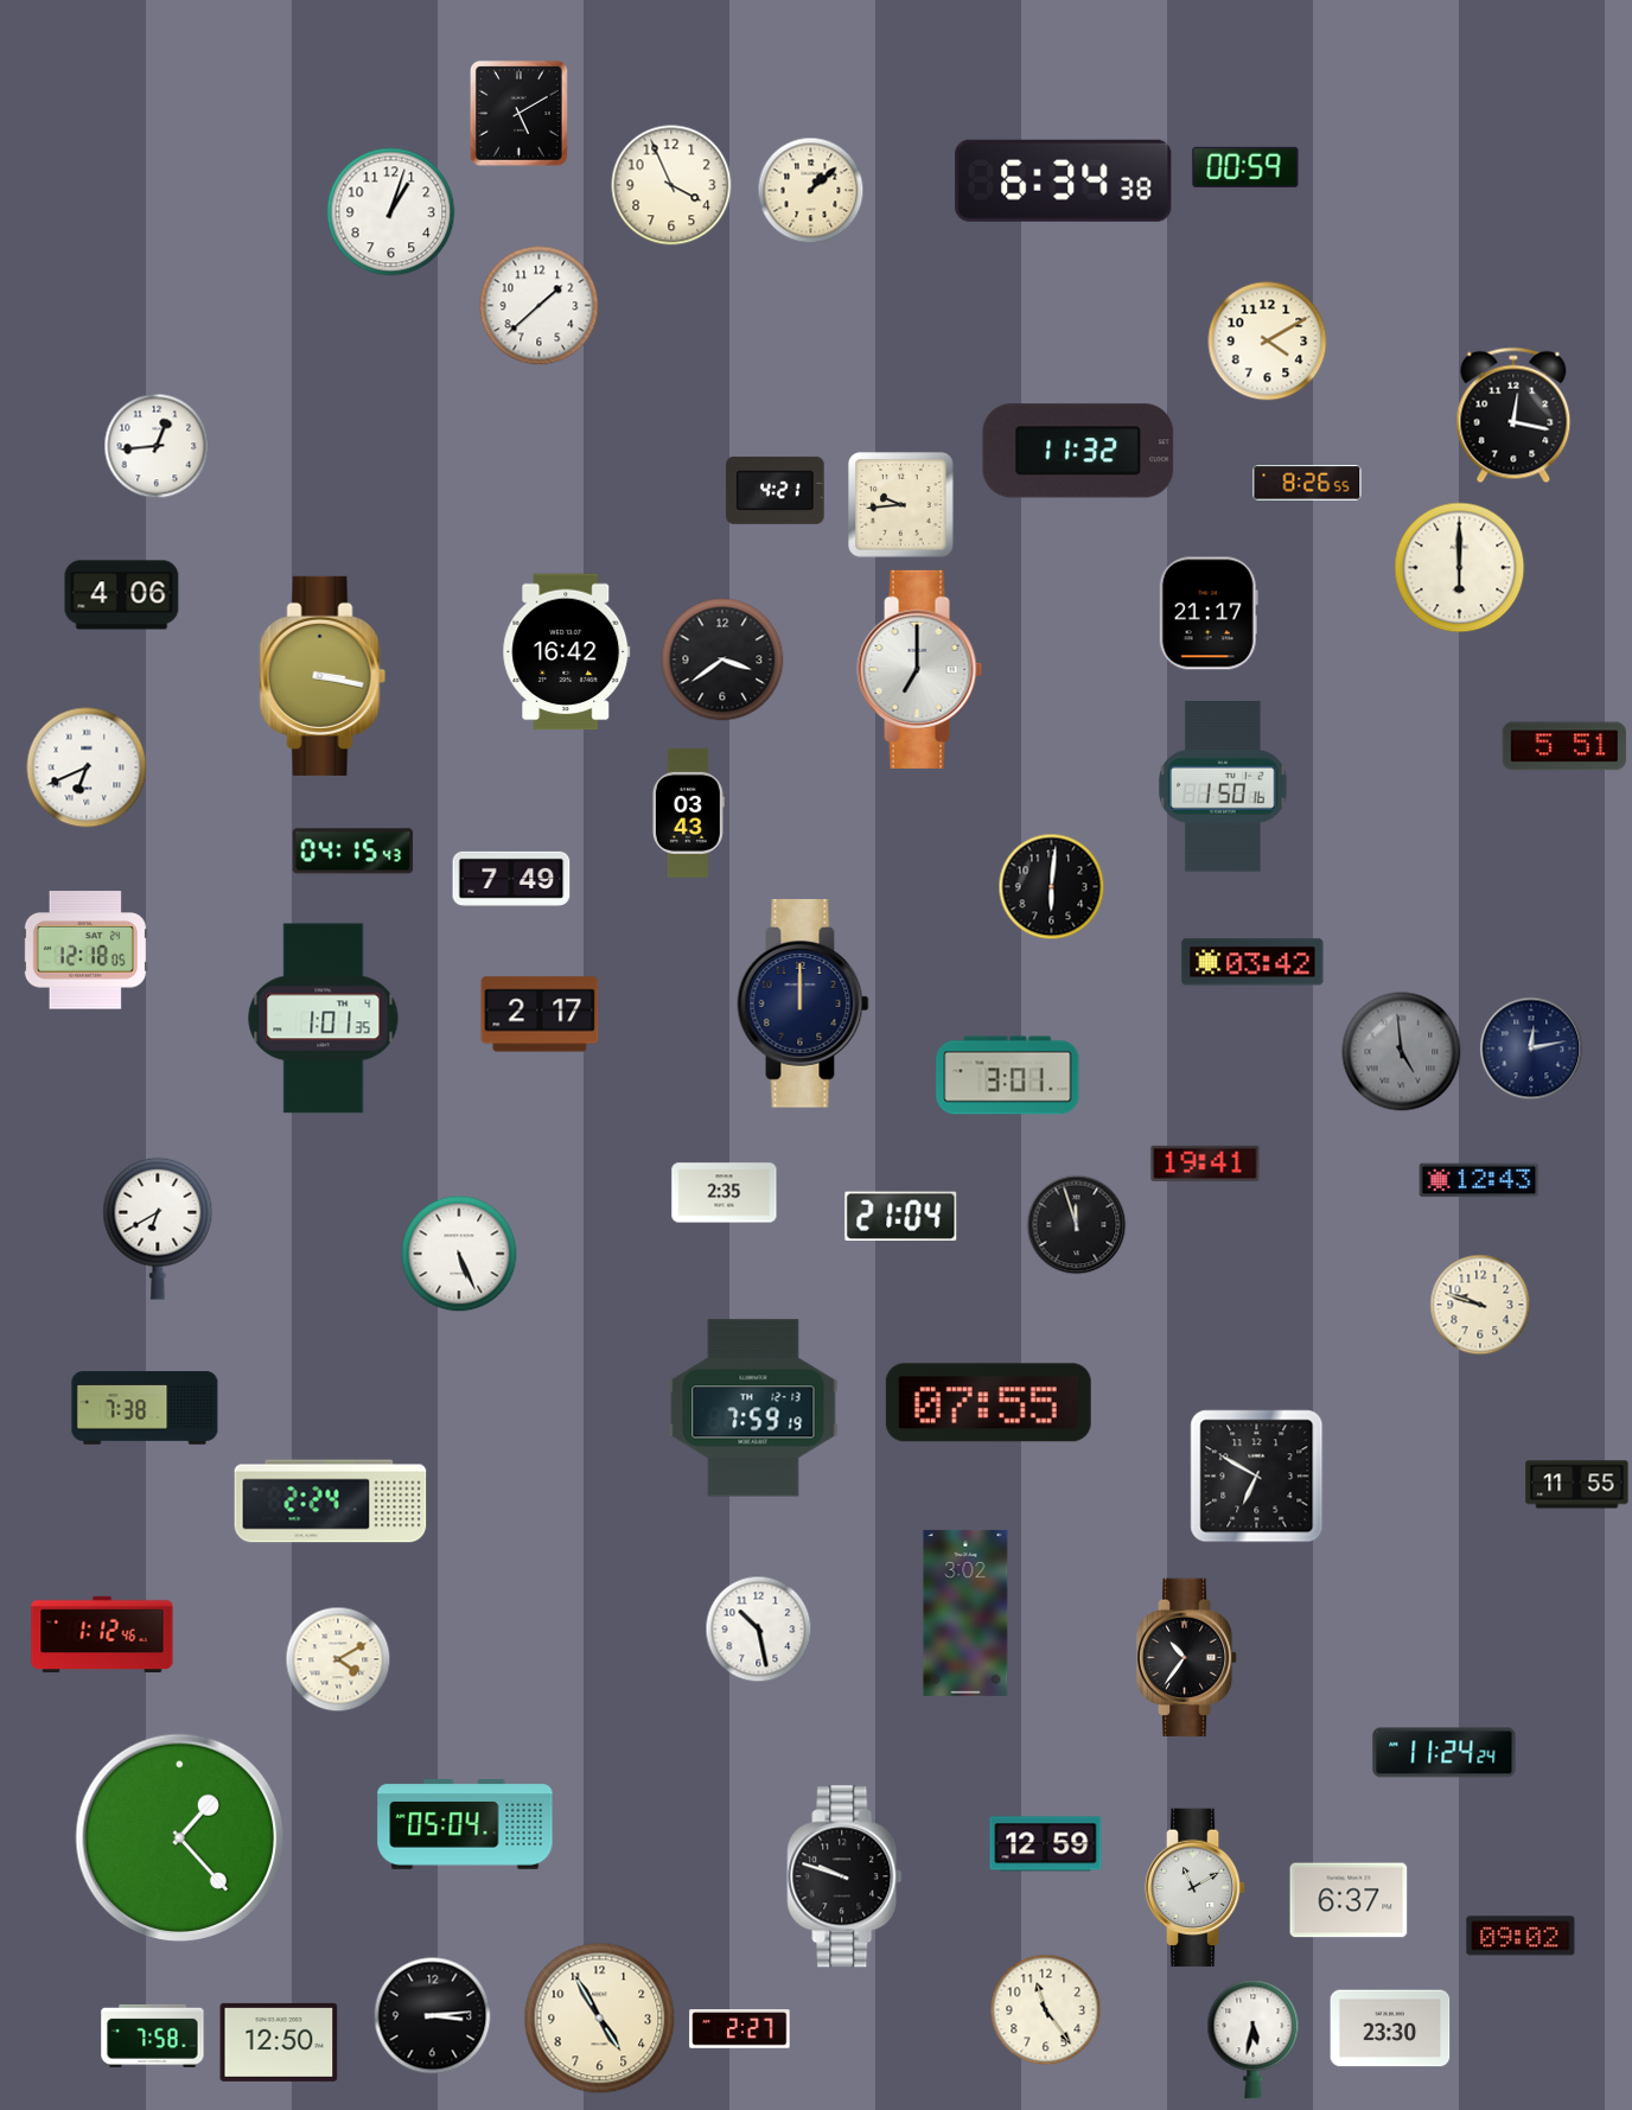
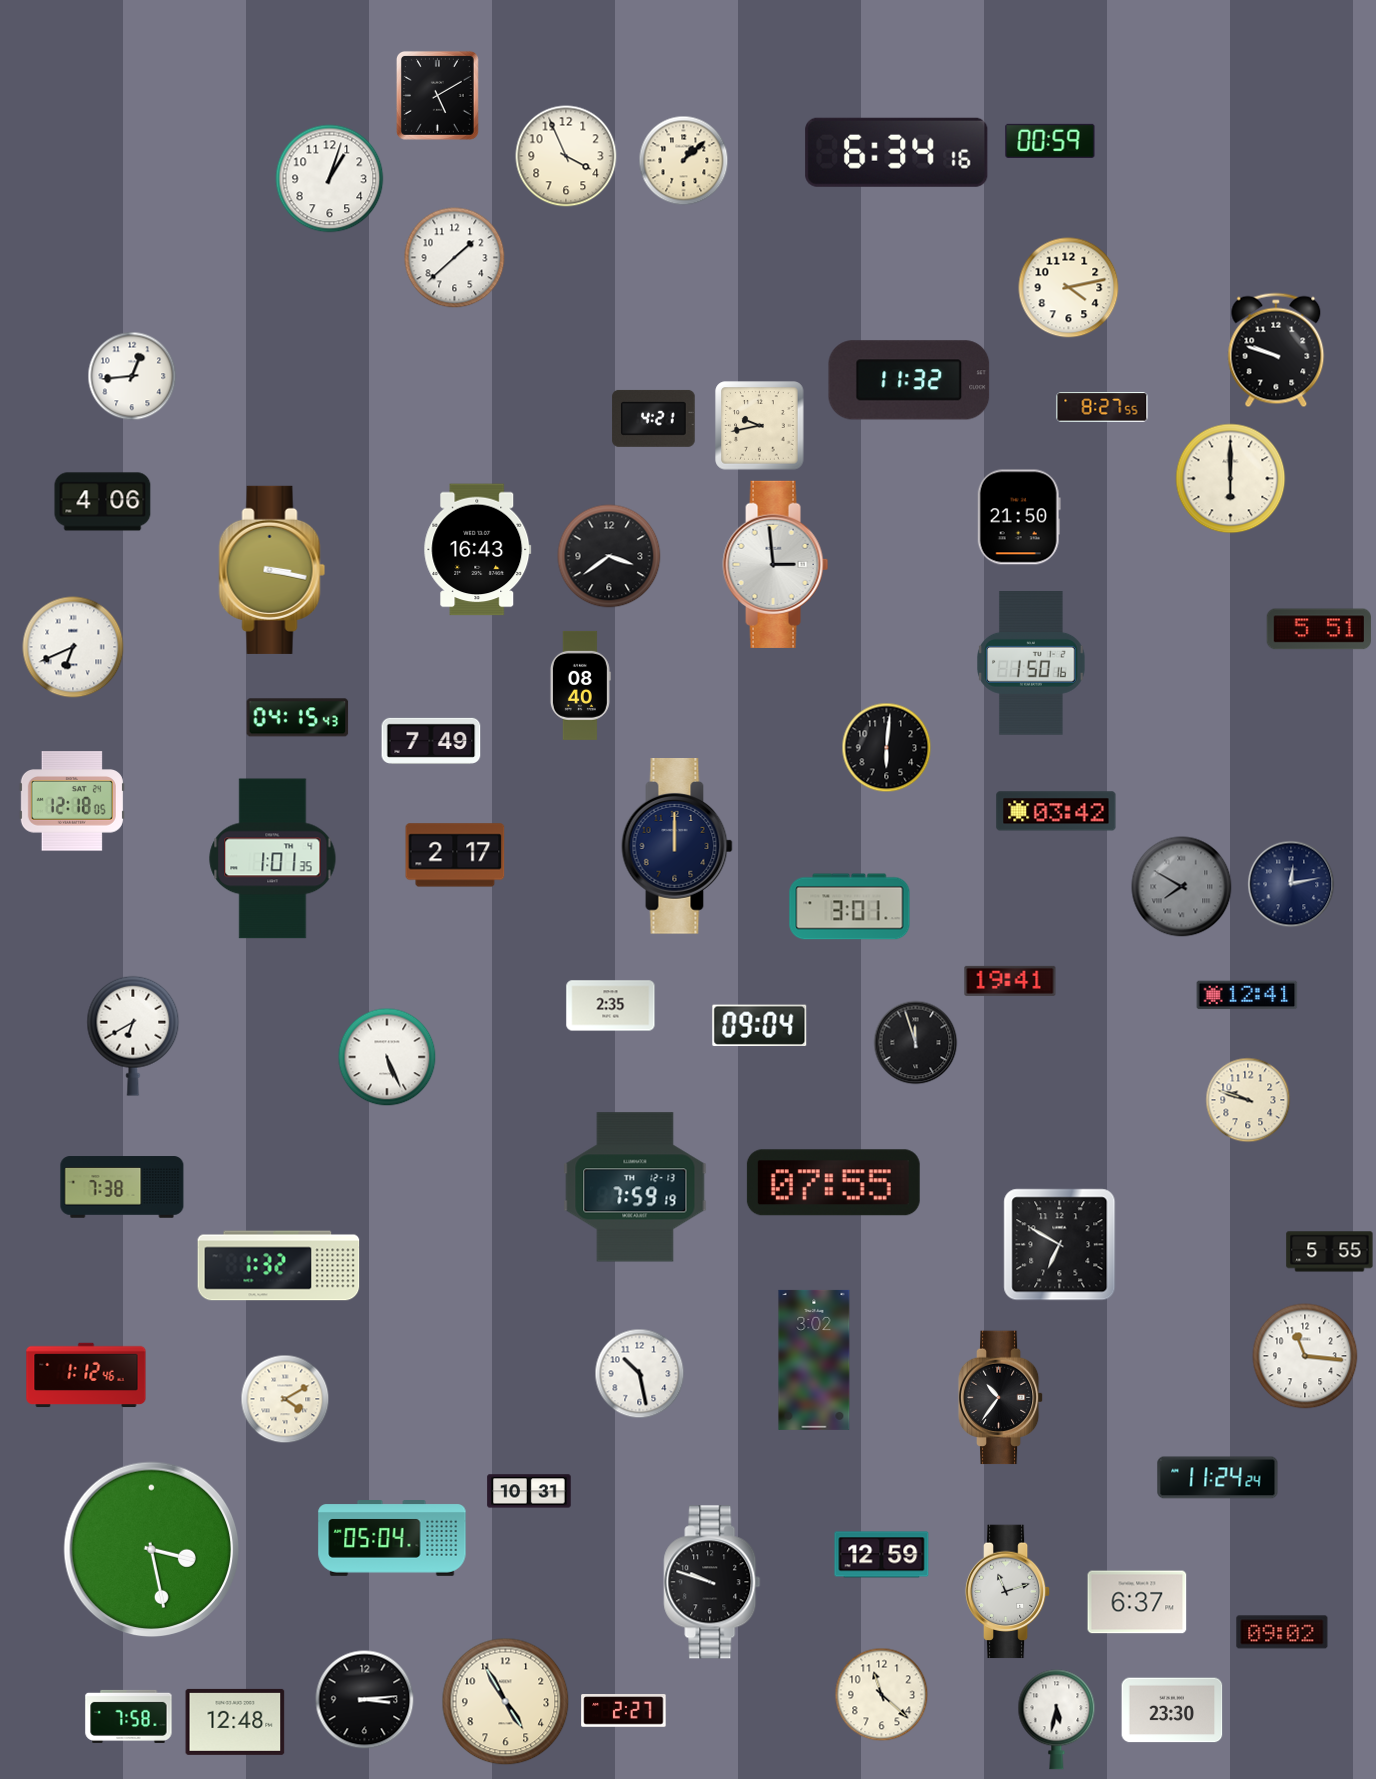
clock at (1064, 180): 6:34:38 -> 6:34:16
clock at (1268, 342): 4:10 -> 4:13
clock at (1513, 415): 12:17 -> 9:48
clock at (1307, 483): 8:26 -> 8:27
clock at (776, 490) position: (776, 490) -> (654, 418)
clock at (901, 505): 9:44 -> 9:43
clock at (1209, 613): 21:17 -> 21:50
clock at (567, 652): 16:42 -> 16:43
clock at (920, 669): 7:00 -> 2:59
clock at (688, 812): 03:43 -> 08:40
clock at (1402, 1052): 4:59 -> 7:50
clock at (1205, 1164) position: (1205, 1164) -> (1010, 981)
clock at (1479, 1180): 12:43 -> 12:41
clock at (901, 1216): 21:04 -> 09:04
clock at (1077, 1225) position: (1077, 1225) -> (916, 1043)
clock at (1577, 1485): 11:55 -> 5:55
clock at (331, 1502): 2:24 -> 1:32
clock at (1305, 1356): none -> 11:16
clock at (102, 1634) position: (102, 1634) -> (86, 1375)
clock at (529, 1491): none -> 10:31
clock at (180, 1838): 1:23 -> 3:28
clock at (1196, 1888): 11:10 -> 11:12
clock at (1046, 2010): 11:24 -> 11:22
clock at (279, 2042): 12:50 -> 12:48
